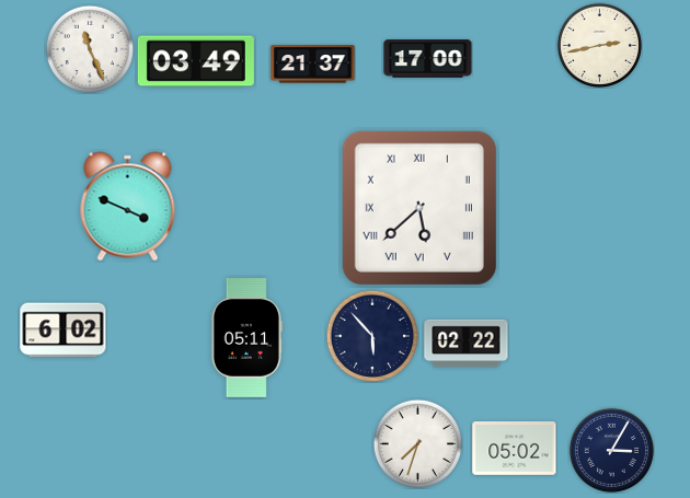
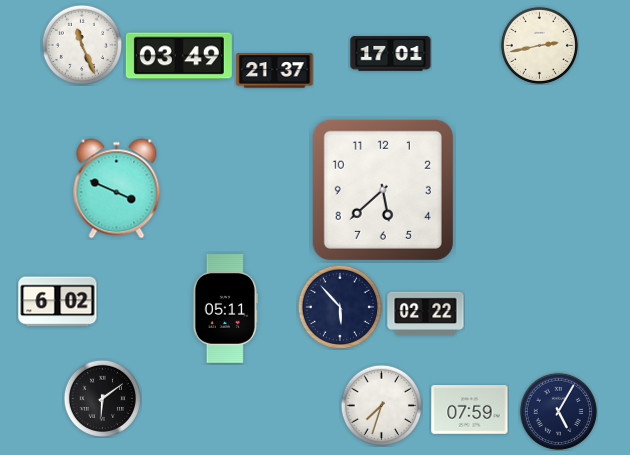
clock at (599, 45) position: (599, 45) -> (539, 45)
clock at (428, 59): 17:00 -> 17:01
clock at (313, 65) position: (313, 65) -> (275, 71)
clock at (419, 208) numerals: Roman -> Arabic
clock at (102, 398): none -> 6:09
clock at (515, 449): 05:02 -> 07:59
clock at (611, 450): 3:05 -> 5:05
